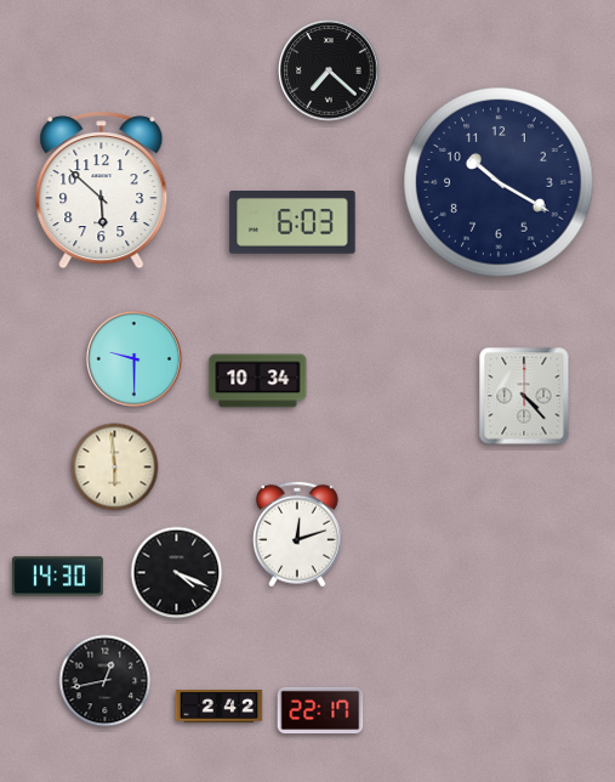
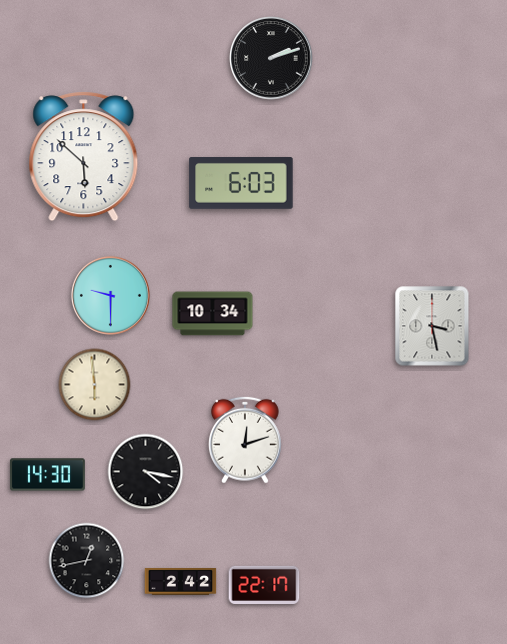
clock at (329, 70): 7:22 -> 2:12
clock at (499, 182): 10:20 -> none
clock at (524, 396): 4:23 -> 3:28
clock at (177, 573): 4:19 -> 4:17
